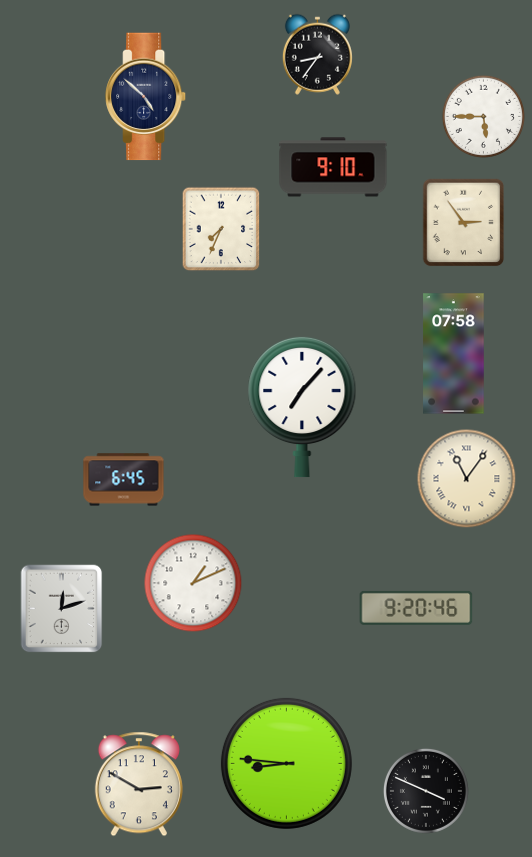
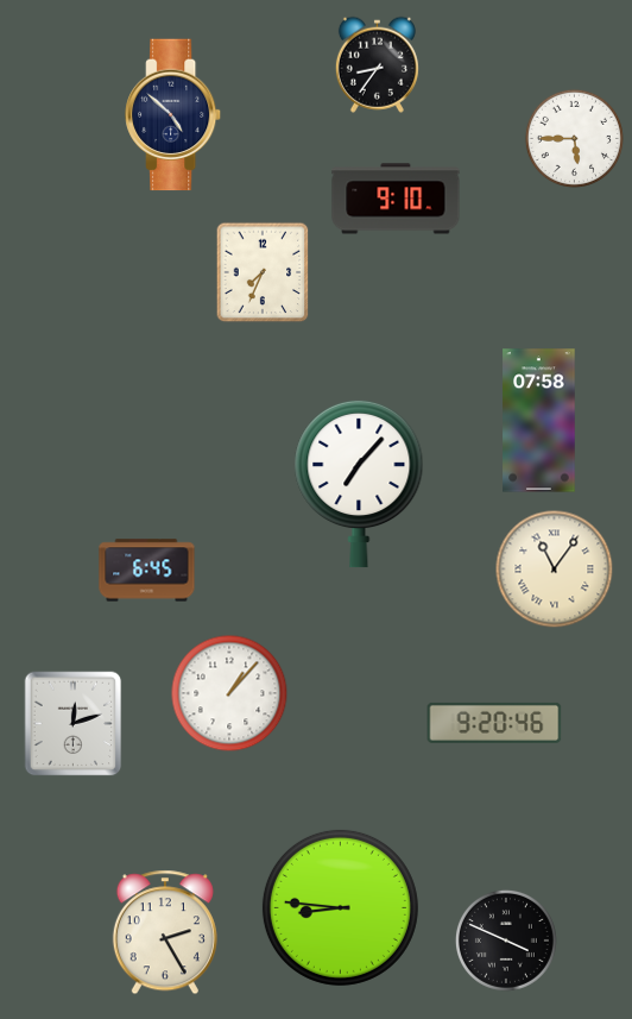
clock at (464, 223): 2:54 -> none
clock at (193, 583): 1:11 -> 1:07
clock at (139, 784): 2:50 -> 2:25
